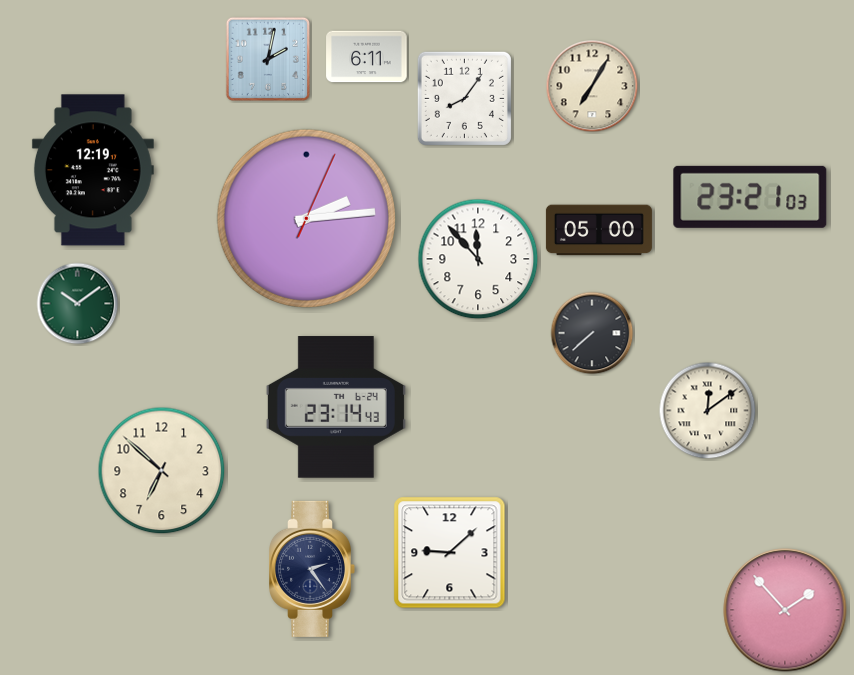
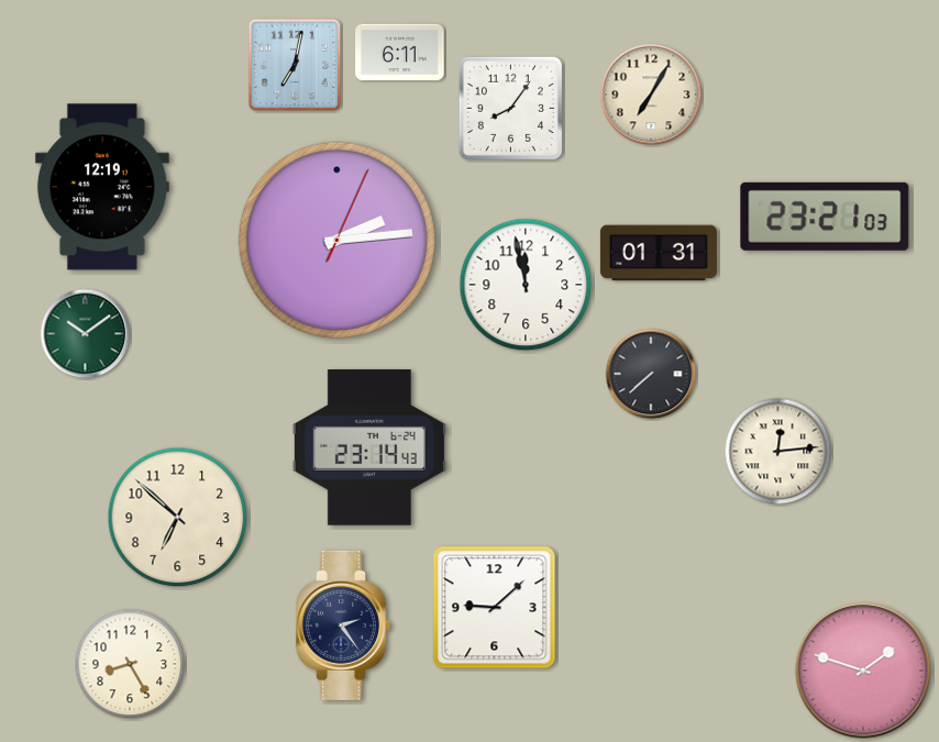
clock at (367, 57) position: (367, 57) -> (400, 53)
clock at (267, 58): 2:02 -> 7:02
clock at (599, 230): 05:00 -> 01:31
clock at (478, 259): 11:53 -> 11:58
clock at (592, 333) position: (592, 333) -> (651, 374)
clock at (708, 411): 12:09 -> 12:14
clock at (130, 664): none -> 8:25
clock at (785, 610): 1:53 -> 1:48
